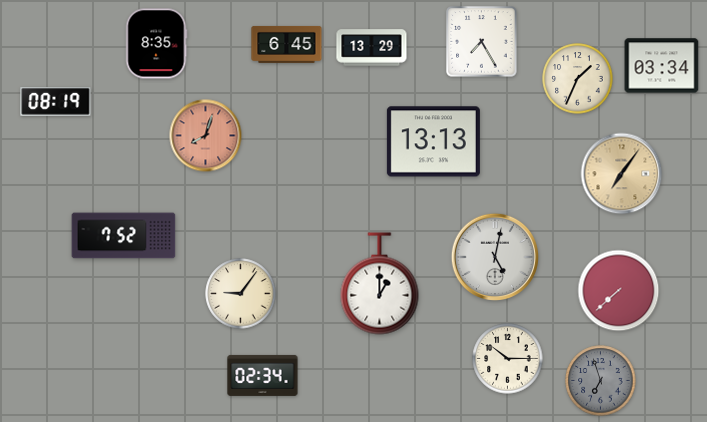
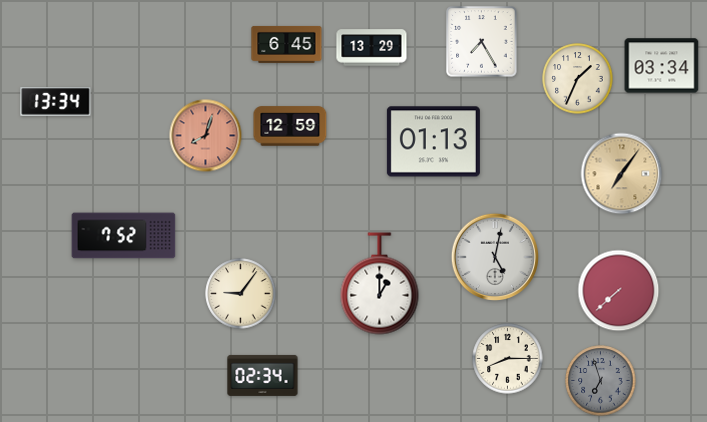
clock at (157, 44): 8:35 -> none
clock at (56, 102): 08:19 -> 13:34
clock at (290, 126): none -> 12:59
clock at (433, 142): 13:13 -> 01:13
clock at (508, 359): 10:15 -> 8:15
